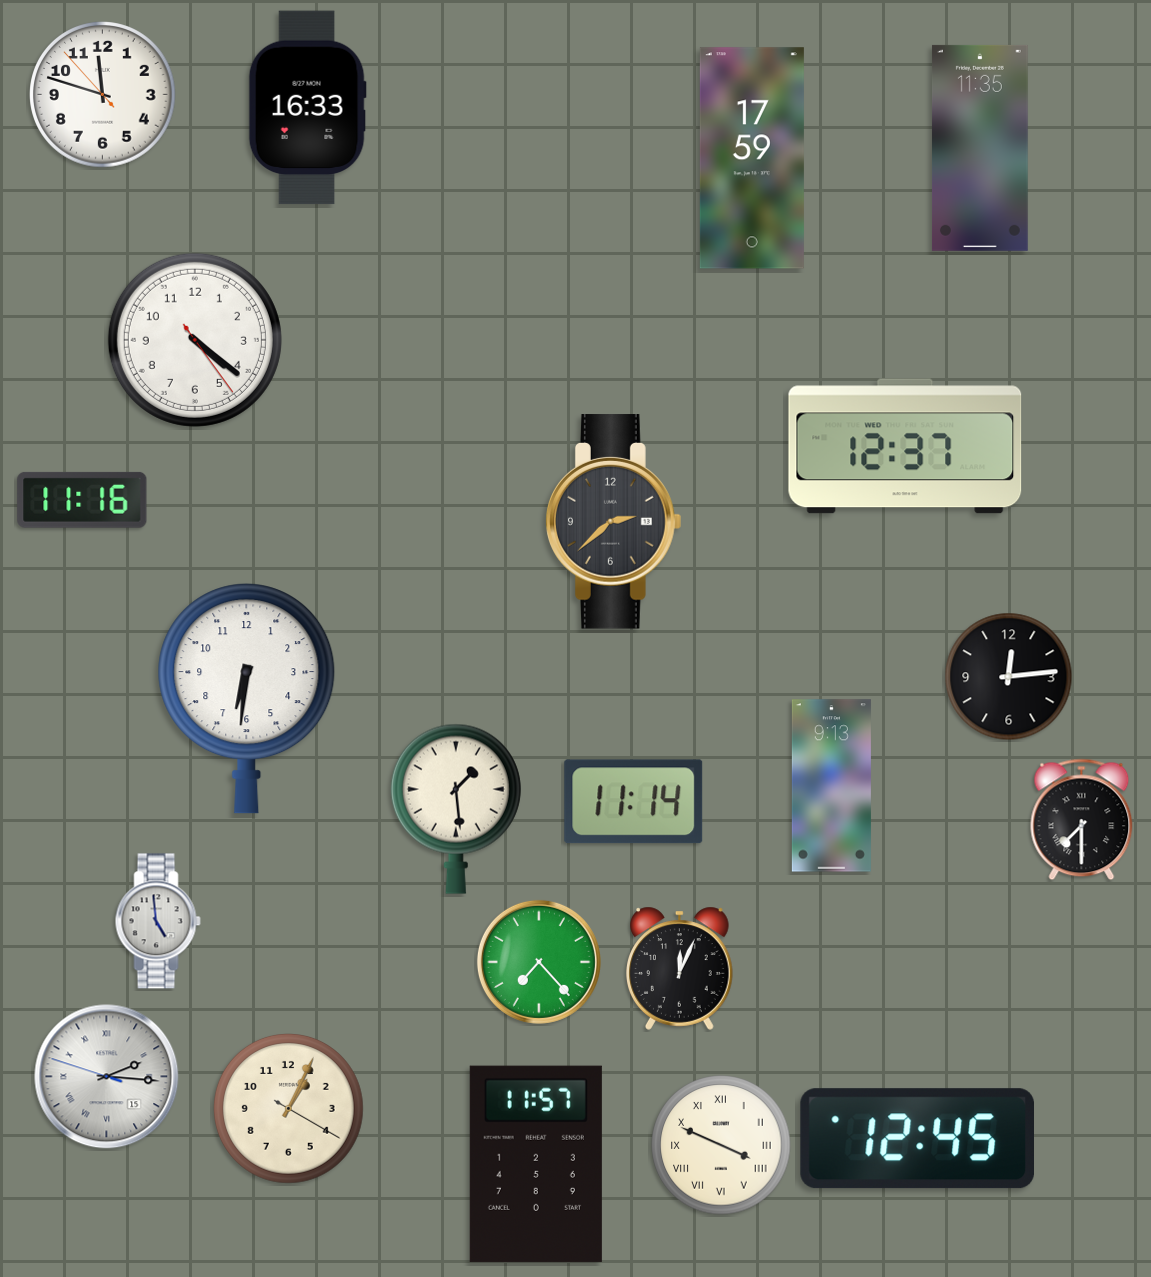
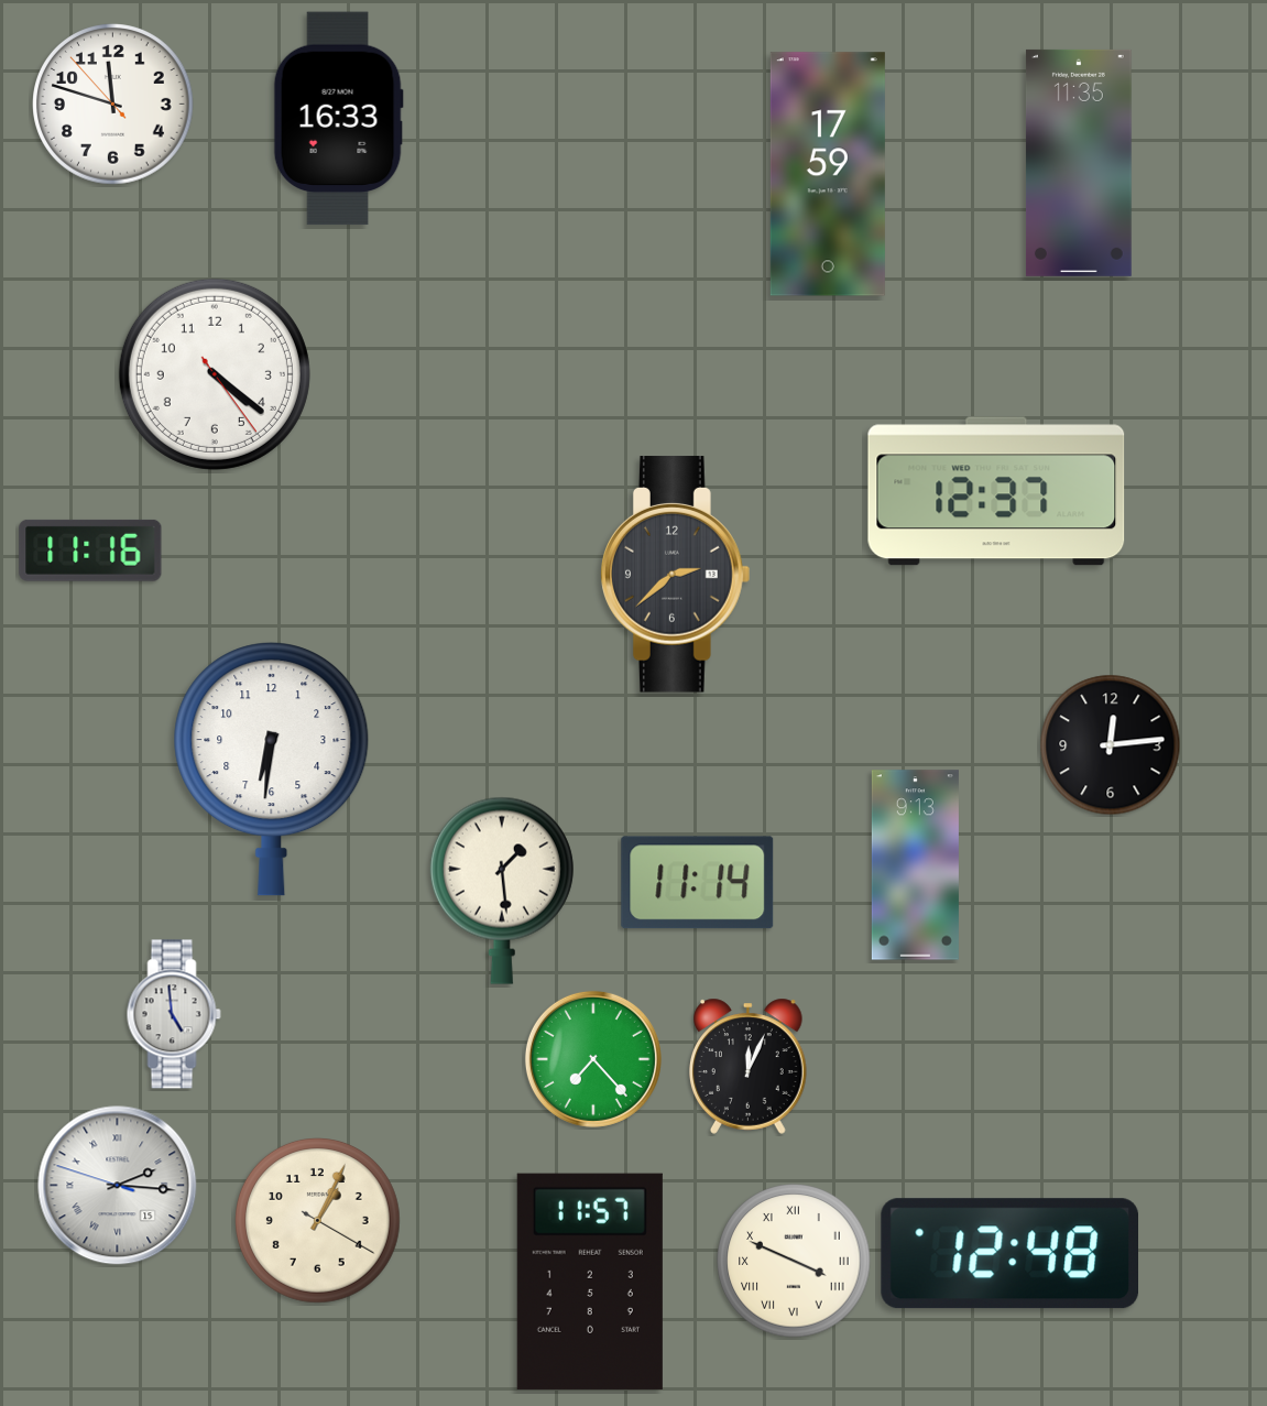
clock at (1082, 820): 7:30 -> none
clock at (917, 1139): 12:45 -> 12:48
